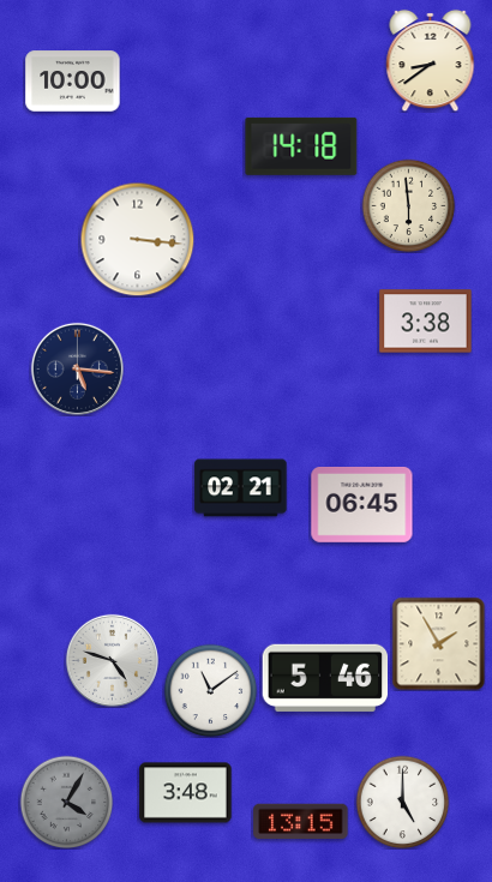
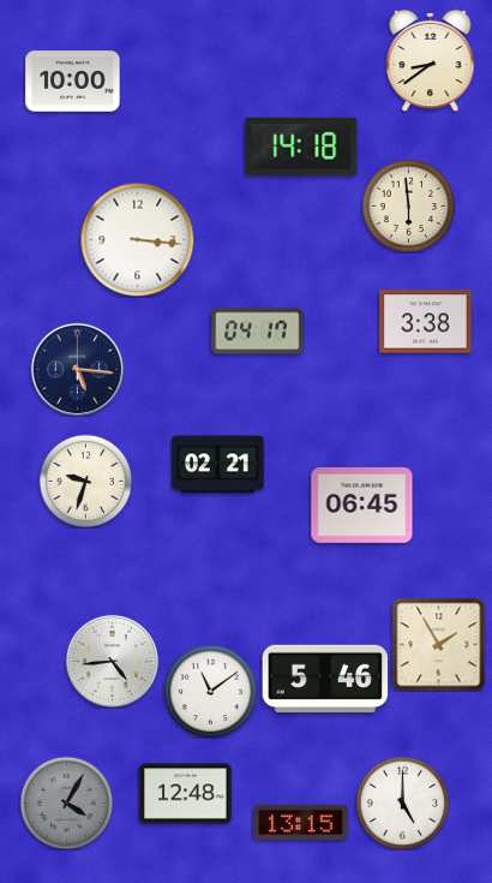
clock at (258, 332): none -> 04:17
clock at (85, 481): none -> 9:33
clock at (241, 488) position: (241, 488) -> (218, 465)
clock at (112, 660): 4:48 -> 4:44
clock at (186, 793): 3:48 -> 12:48
